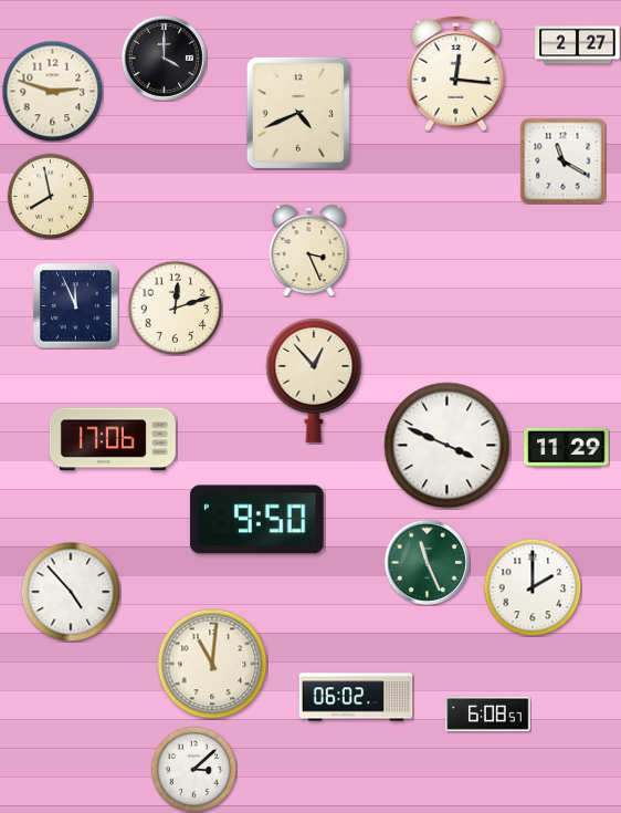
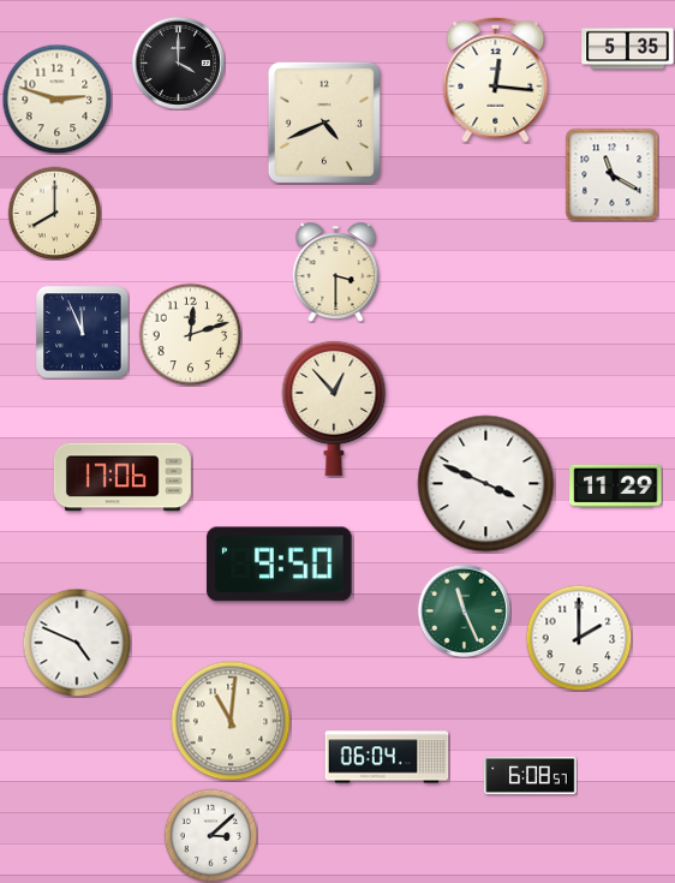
clock at (578, 45): 2:27 -> 5:35
clock at (50, 196): 7:58 -> 8:00
clock at (309, 251): 3:26 -> 3:30
clock at (314, 379) position: (314, 379) -> (334, 407)
clock at (71, 592): 4:53 -> 4:49
clock at (356, 697): 06:02 -> 06:04
